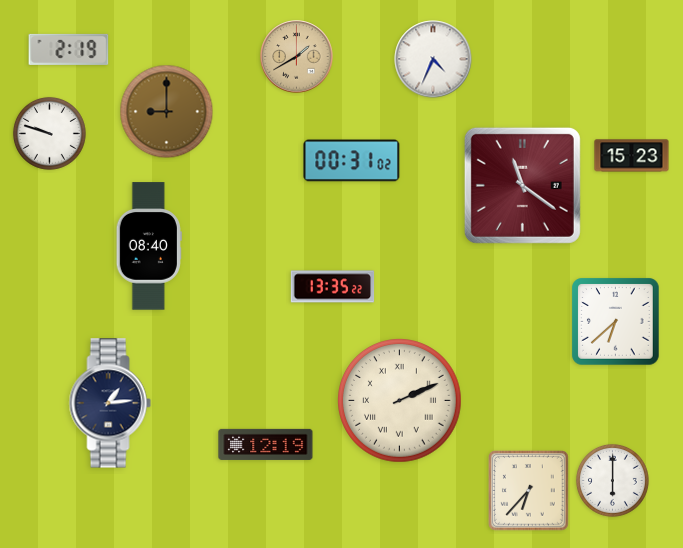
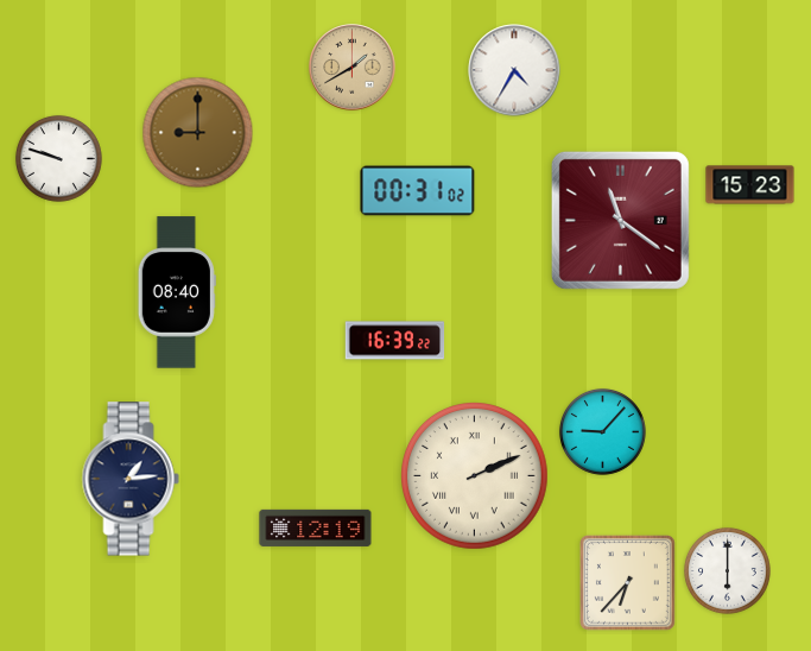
clock at (69, 49): 2:19 -> none
clock at (433, 59): 4:34 -> 4:35
clock at (333, 287): 13:35 -> 16:39
clock at (616, 322): 6:38 -> none
clock at (602, 431): none -> 9:07
